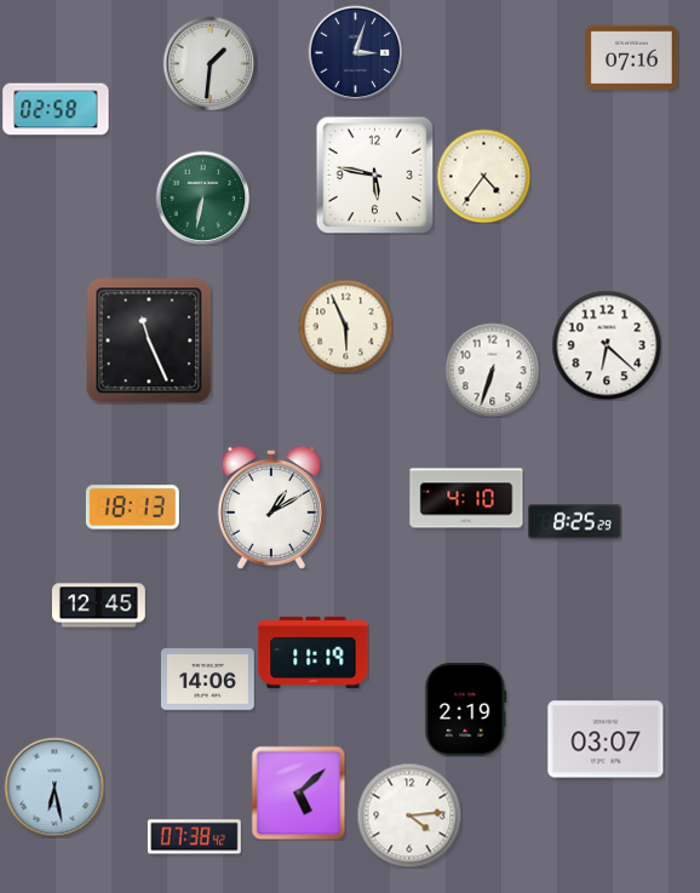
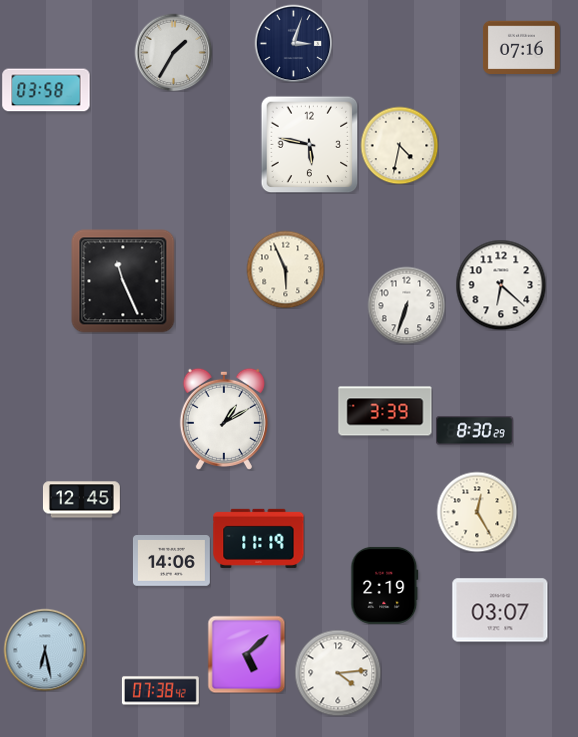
clock at (210, 63): 1:31 -> 1:35
clock at (56, 109): 02:58 -> 03:58
clock at (483, 176): 4:36 -> 4:32
clock at (202, 198): 6:32 -> none
clock at (466, 498): 4:10 -> 3:39
clock at (132, 508): 18:13 -> none
clock at (574, 522): 8:25 -> 8:30
clock at (477, 512): none -> 12:25
